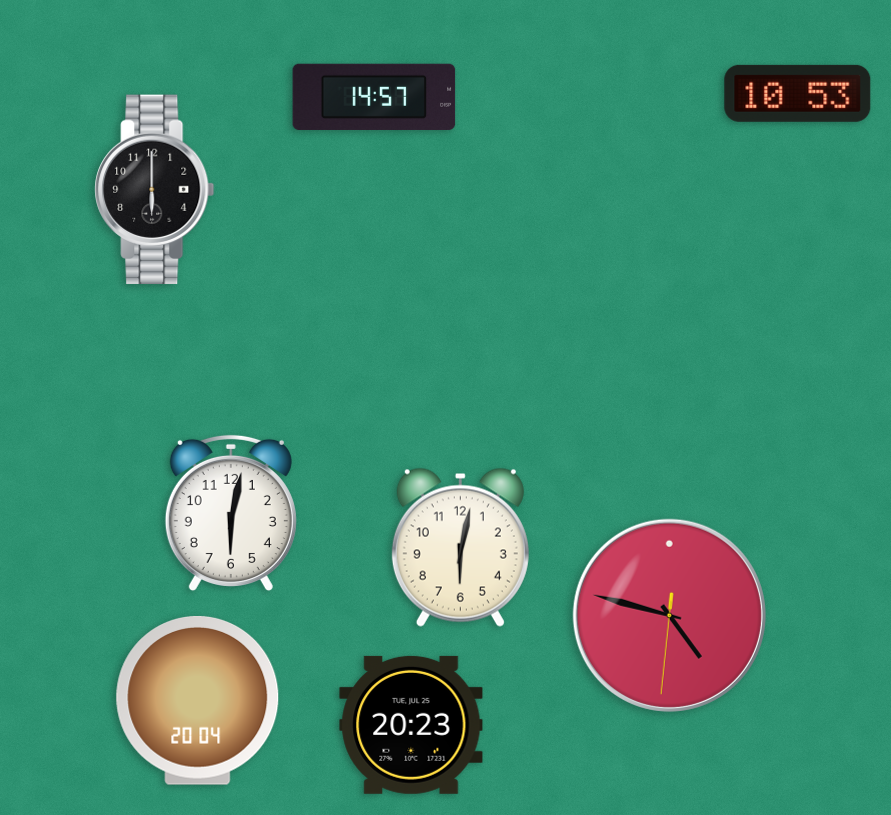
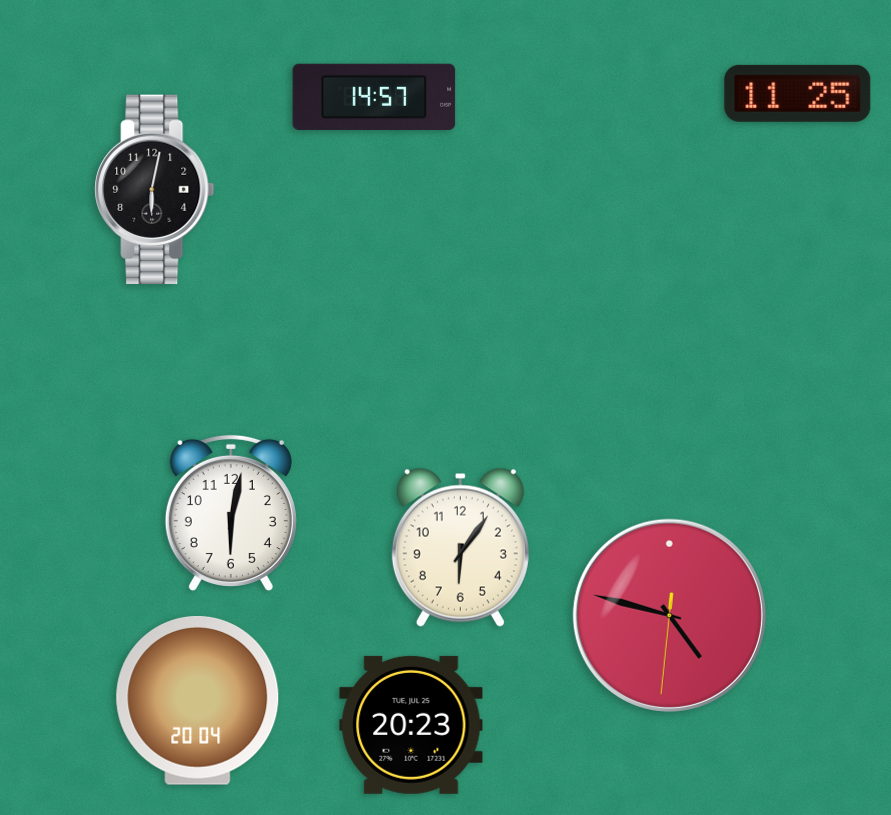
clock at (798, 93): 10:53 -> 11:25
clock at (155, 190): 6:00 -> 6:02
clock at (460, 547): 6:02 -> 6:06
